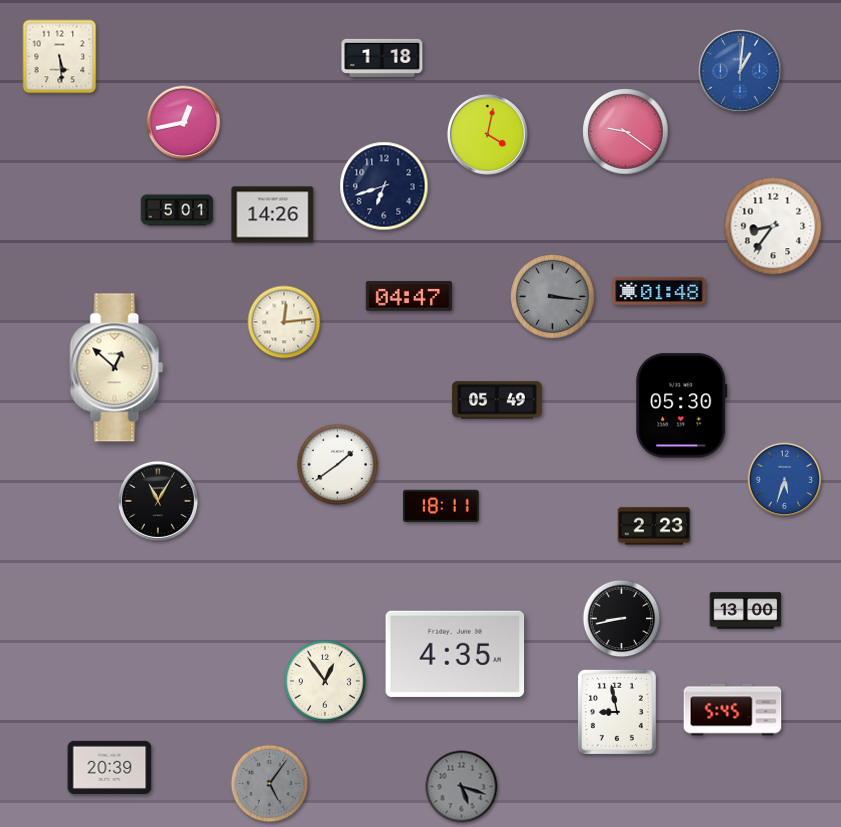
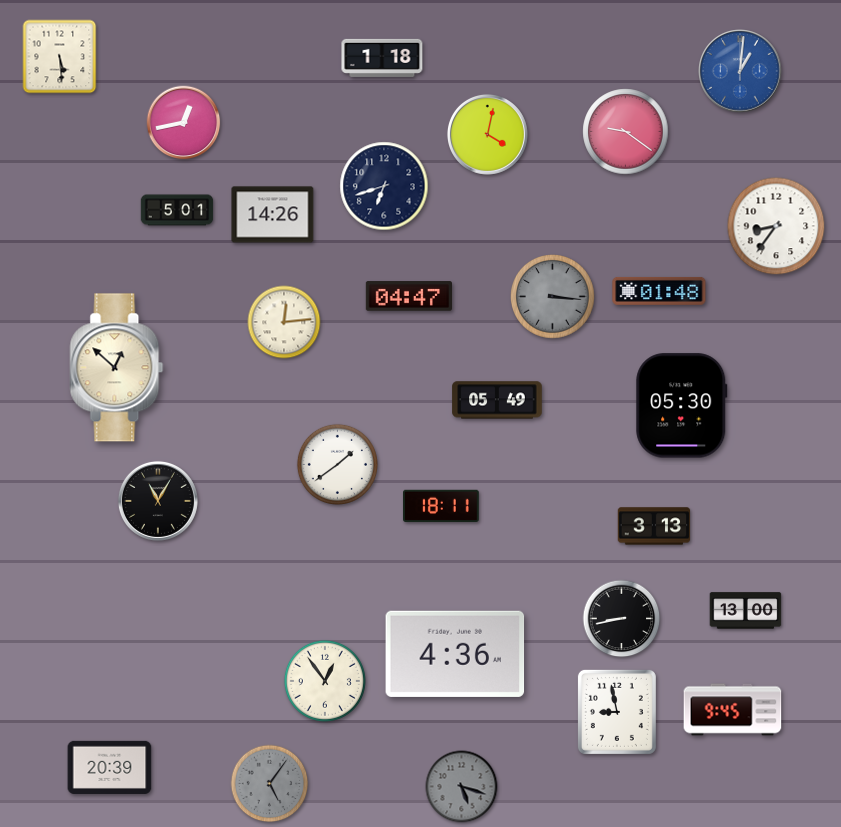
clock at (773, 226) position: (773, 226) -> (776, 226)
clock at (785, 480): 5:33 -> none
clock at (654, 526): 2:23 -> 3:13
clock at (455, 654): 4:35 -> 4:36
clock at (733, 710): 5:45 -> 9:45
